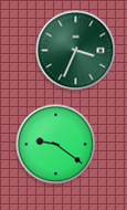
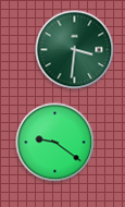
clock at (76, 51): 3:34 -> 3:31
